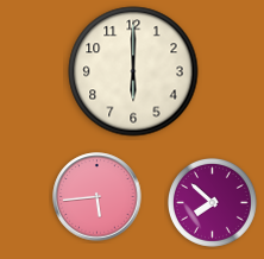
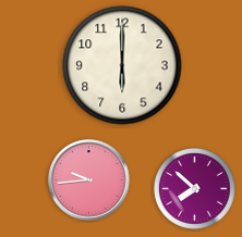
clock at (98, 197): 5:44 -> 9:44
clock at (212, 202) position: (212, 202) -> (194, 188)
